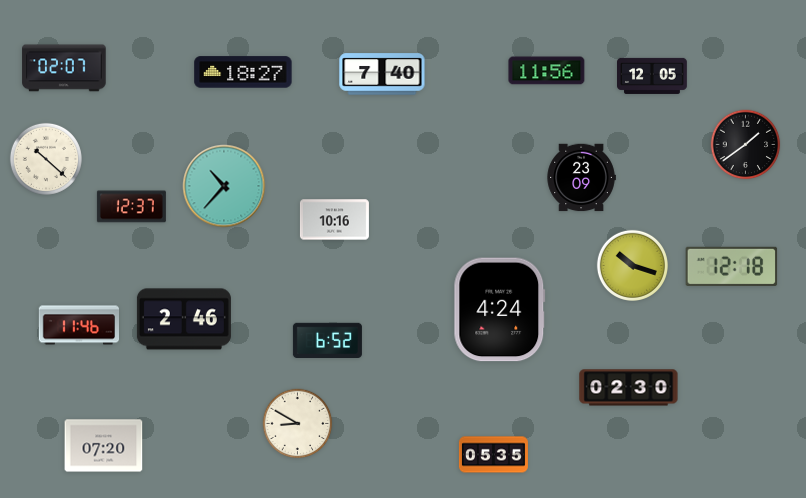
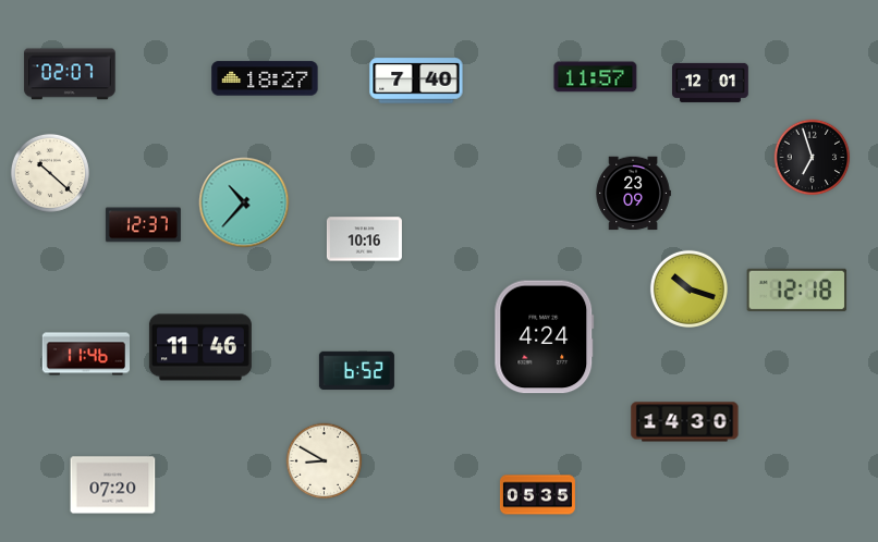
clock at (547, 71): 11:56 -> 11:57
clock at (653, 76): 12:05 -> 12:01
clock at (746, 145): 1:39 -> 6:57
clock at (184, 319): 2:46 -> 11:46
clock at (629, 388): 02:30 -> 14:30
